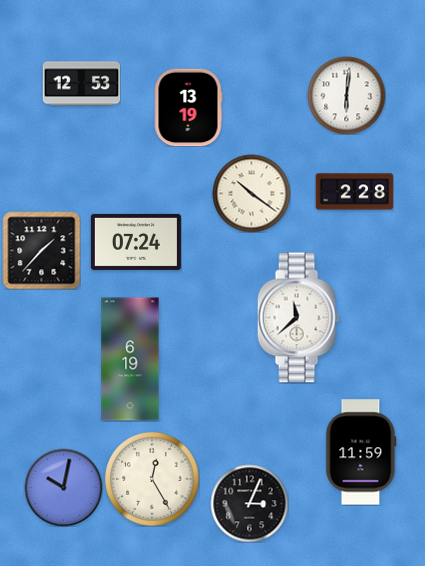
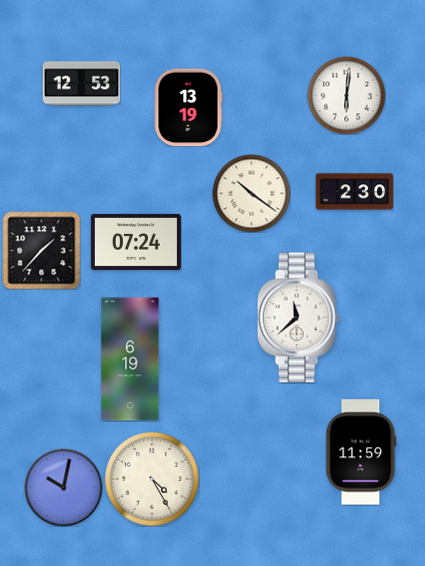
clock at (354, 192): 2:28 -> 2:30
clock at (152, 479): 12:25 -> 4:25
clock at (249, 503): 3:04 -> none
